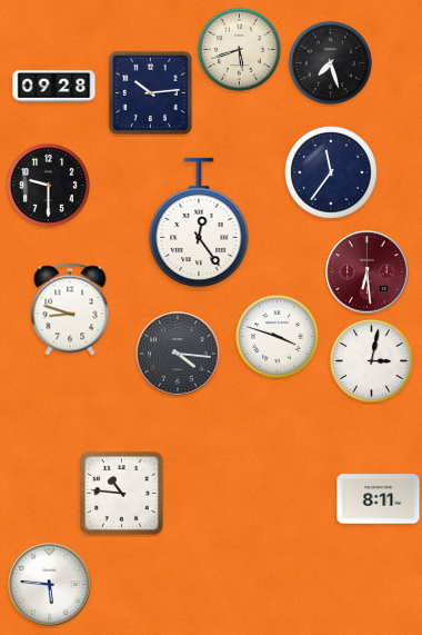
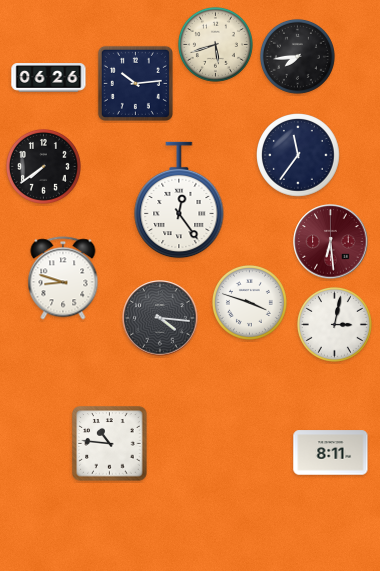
clock at (330, 62): 7:27 -> 7:44
clock at (54, 87): 09:28 -> 06:26
clock at (48, 185): 9:30 -> 7:39
clock at (368, 272) position: (368, 272) -> (331, 242)
clock at (379, 499) position: (379, 499) -> (331, 453)
clock at (50, 585): 5:46 -> none
